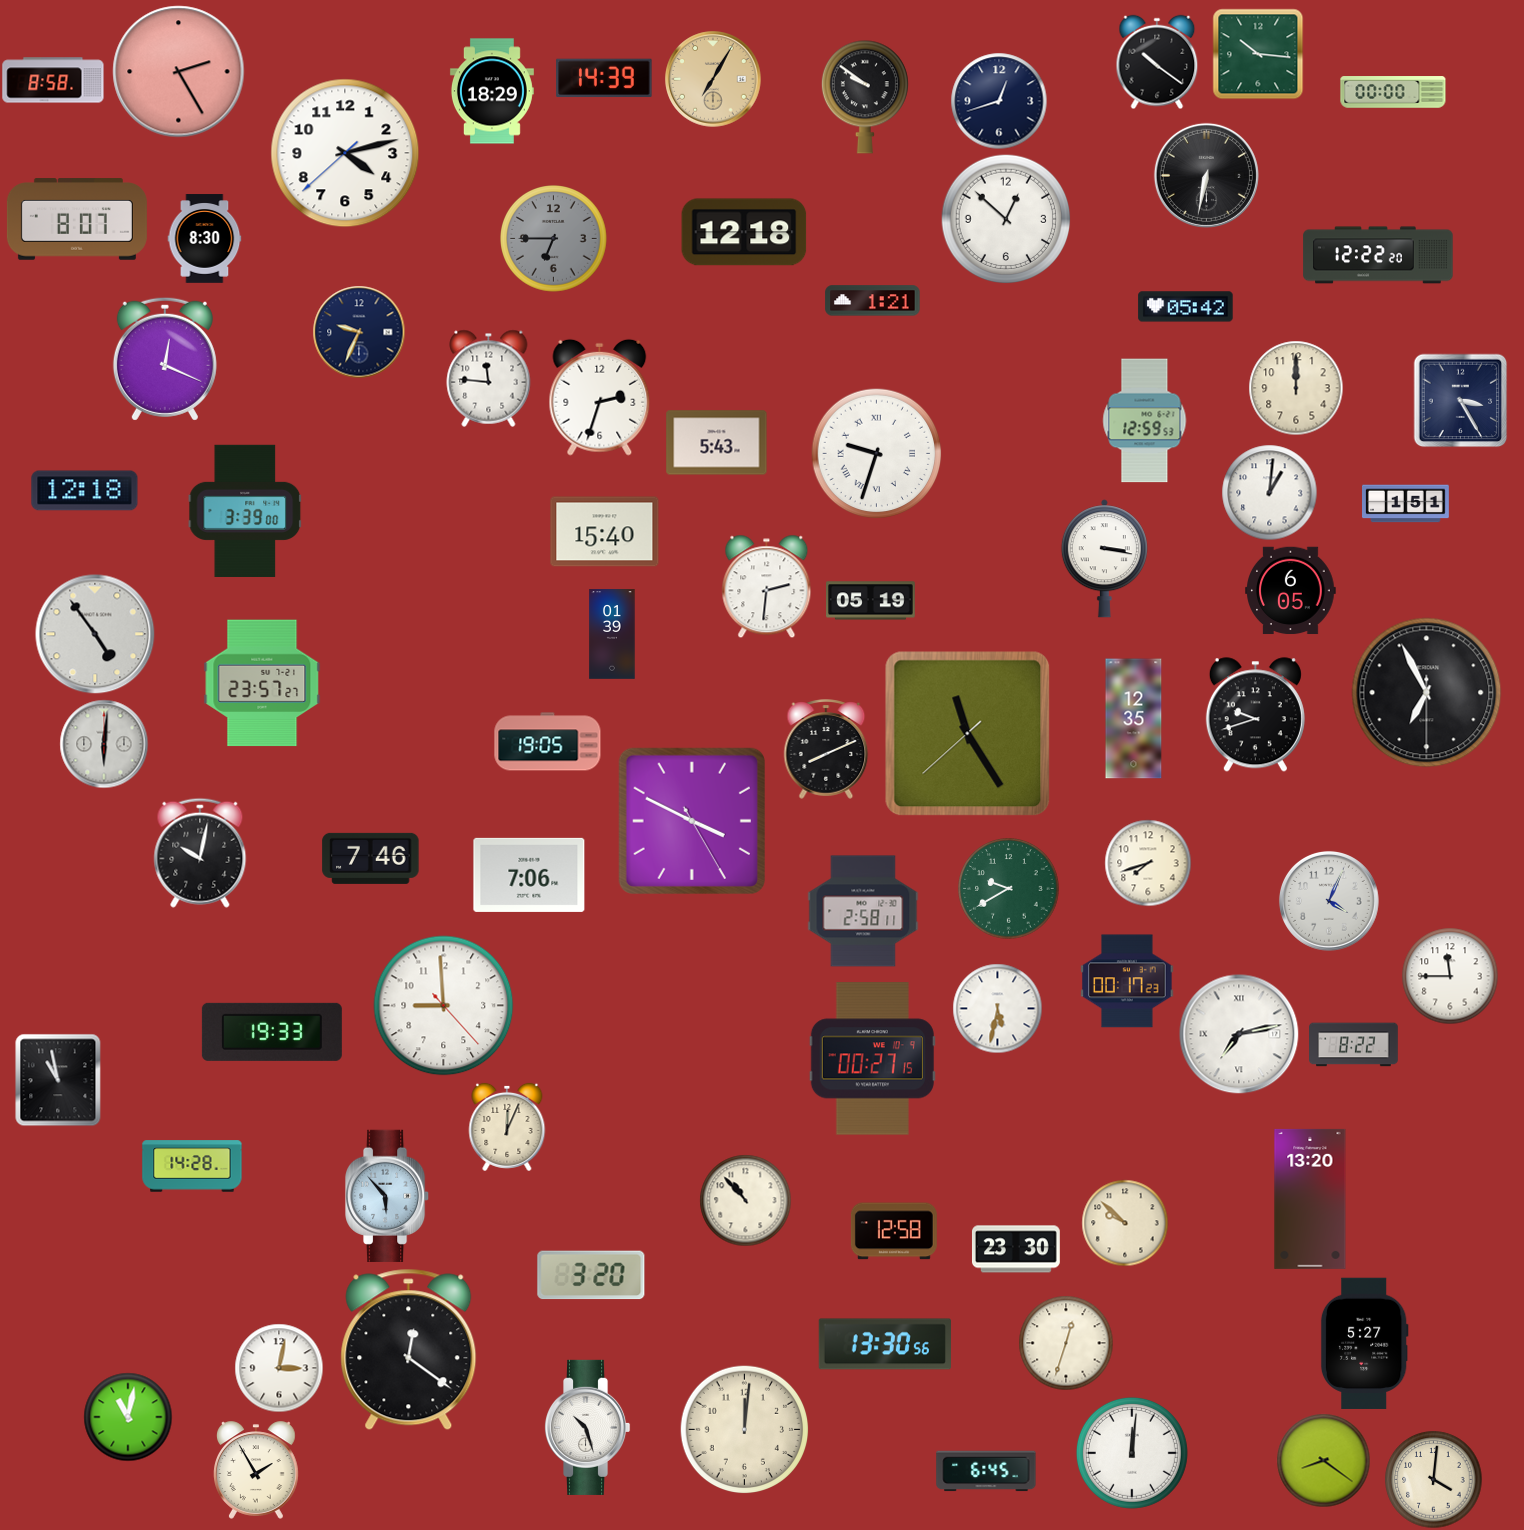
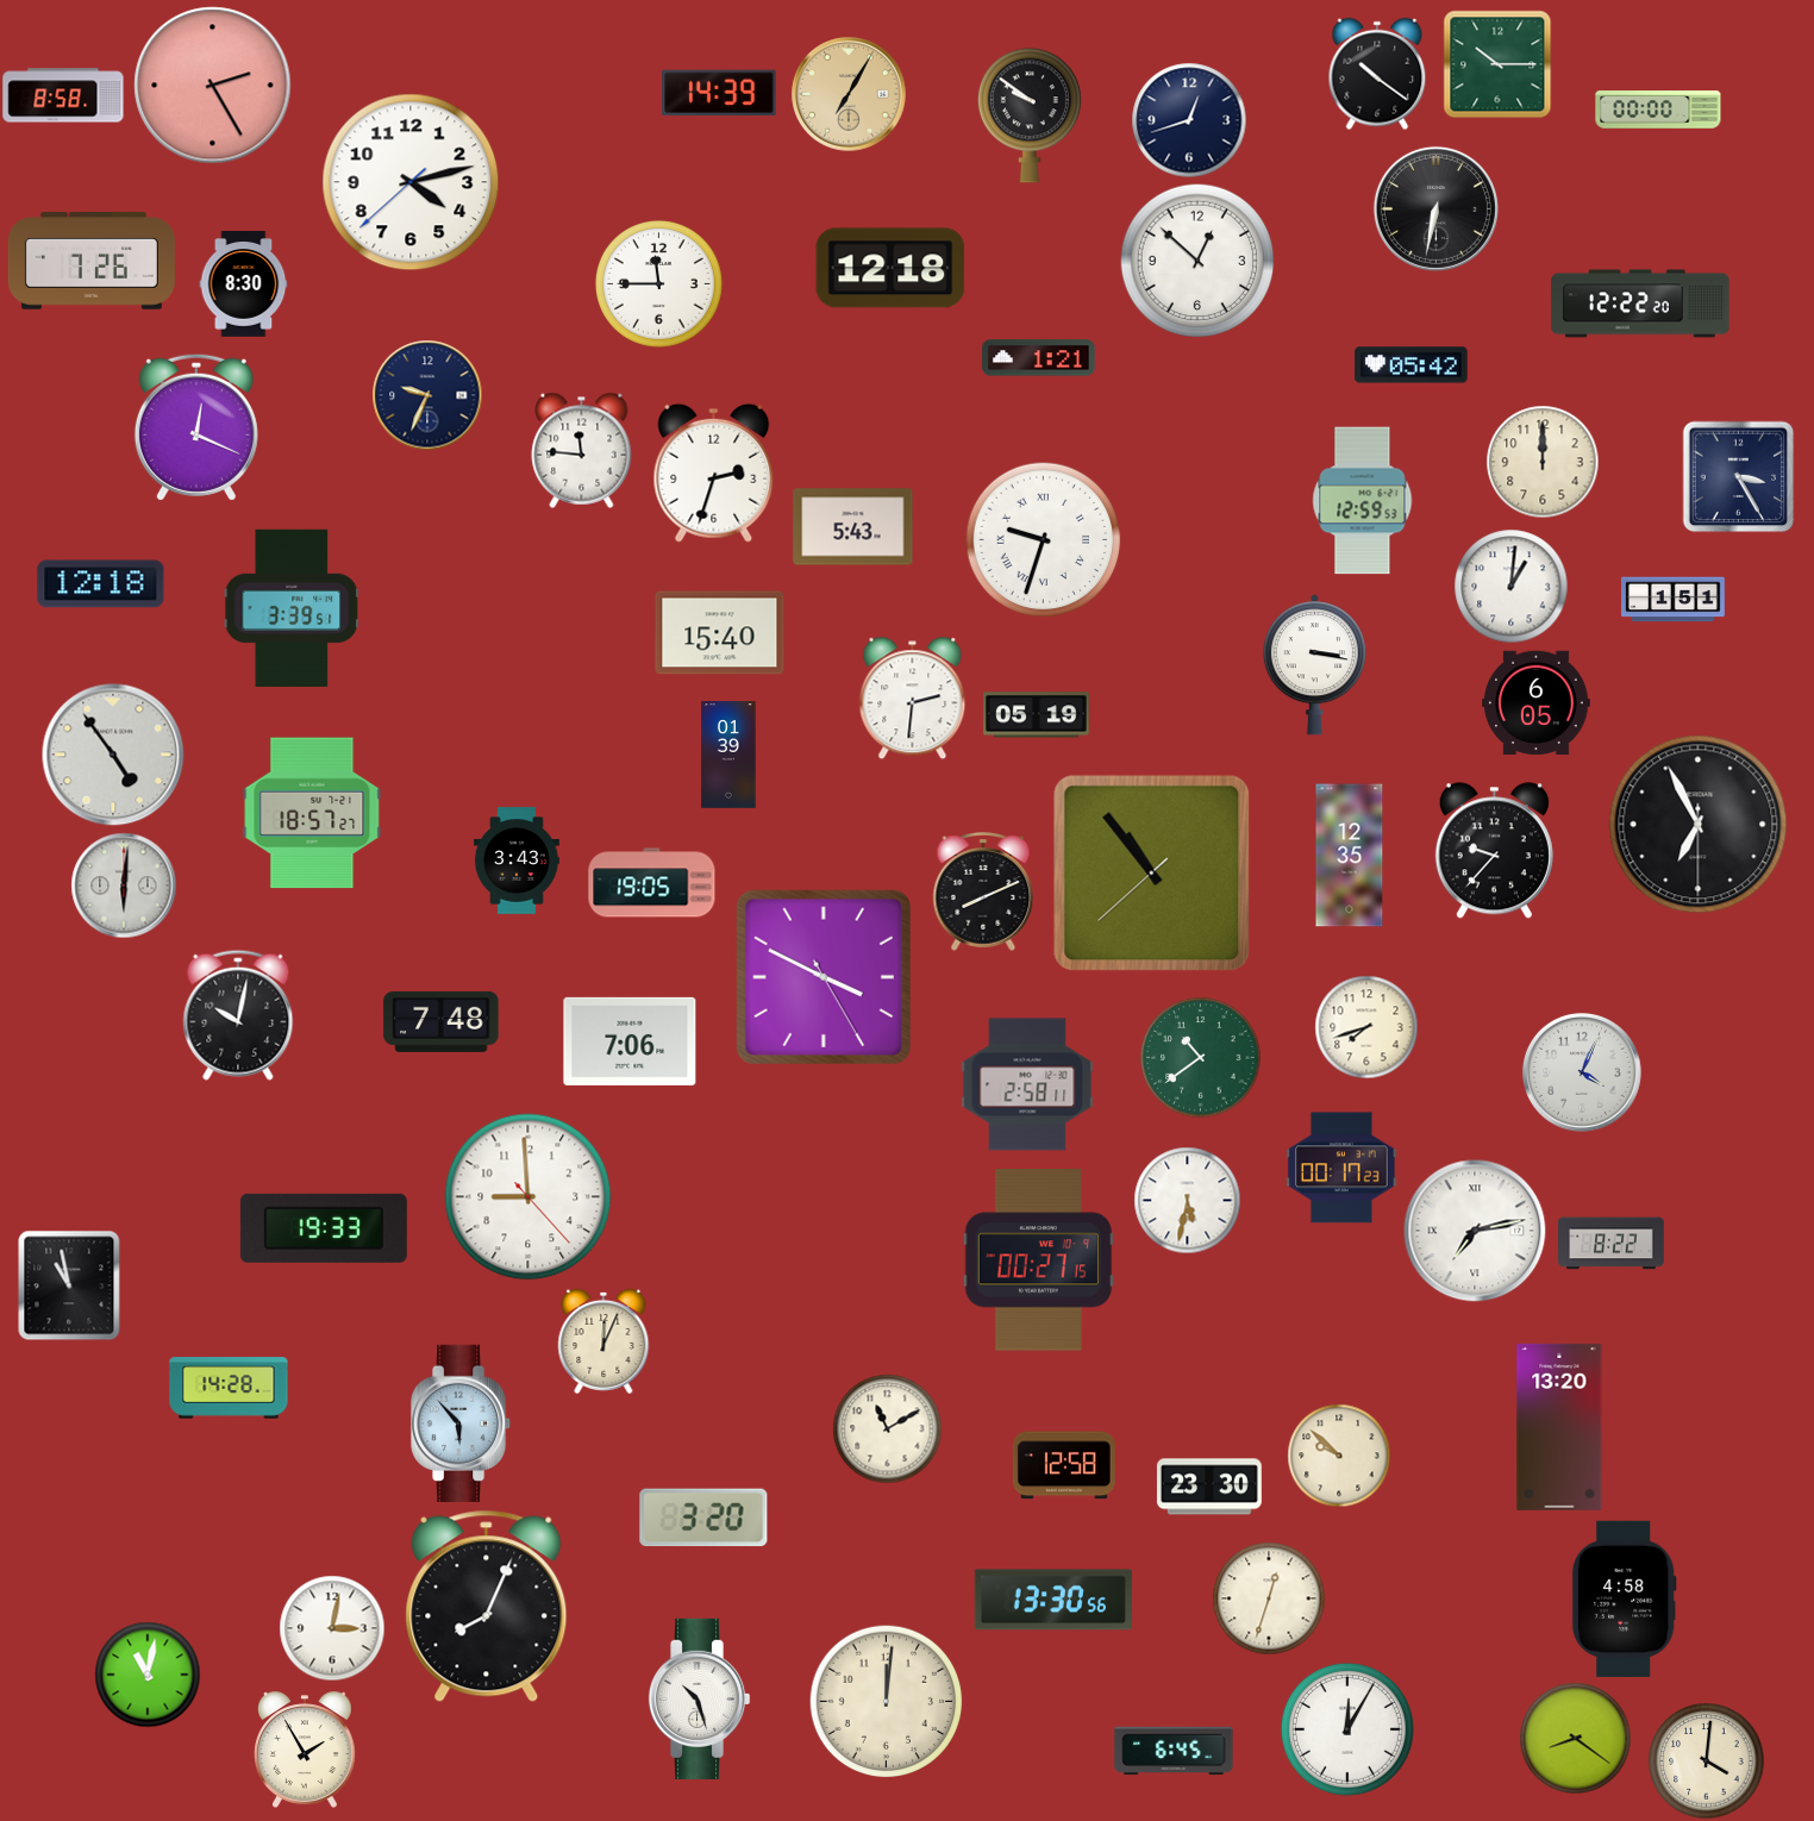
clock at (1258, 54): 10:16 -> 10:15
clock at (492, 91): 18:29 -> none
clock at (77, 219): 8:07 -> 7:26
clock at (744, 232) position: (744, 232) -> (890, 268)
clock at (554, 239): 6:45 -> 11:45
clock at (554, 239) dial: grey -> white
clock at (245, 510): 3:39:00 -> 3:39:51
clock at (262, 683): 23:57 -> 18:57
clock at (1255, 715): 9:42 -> 9:37
clock at (517, 861): none -> 3:43
clock at (968, 734): 11:24 -> 10:53
clock at (371, 858): 7:46 -> 7:48
clock at (1009, 889): 9:40 -> 10:39
clock at (1450, 976): 11:45 -> none
clock at (745, 1200): 10:53 -> 11:10
clock at (1364, 1343): 5:27 -> 4:58
clock at (409, 1350): 12:21 -> 8:04
clock at (128, 1417) position: (128, 1417) -> (148, 1675)
clock at (1132, 1453): 12:01 -> 12:05
